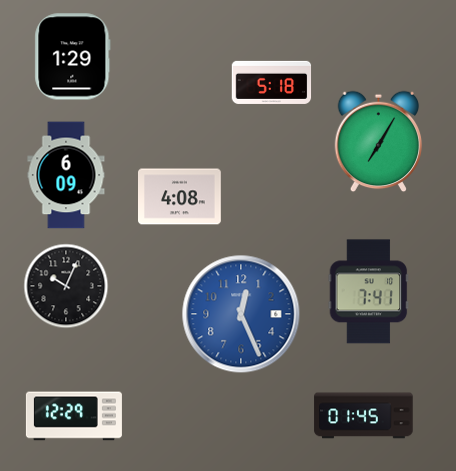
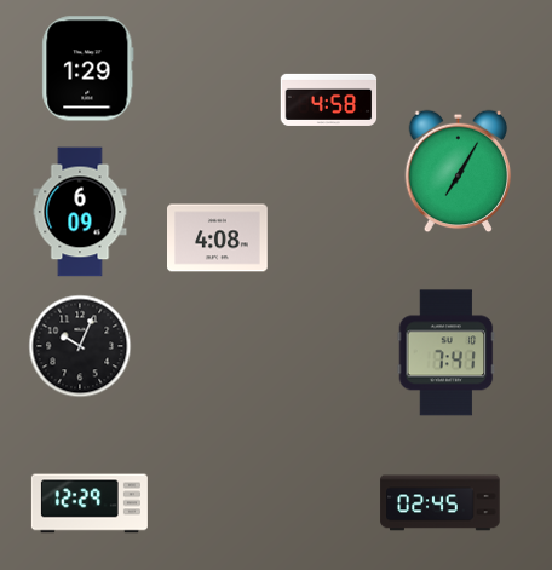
clock at (272, 82): 5:18 -> 4:58
clock at (241, 314): 12:26 -> none
clock at (364, 416): 01:45 -> 02:45
